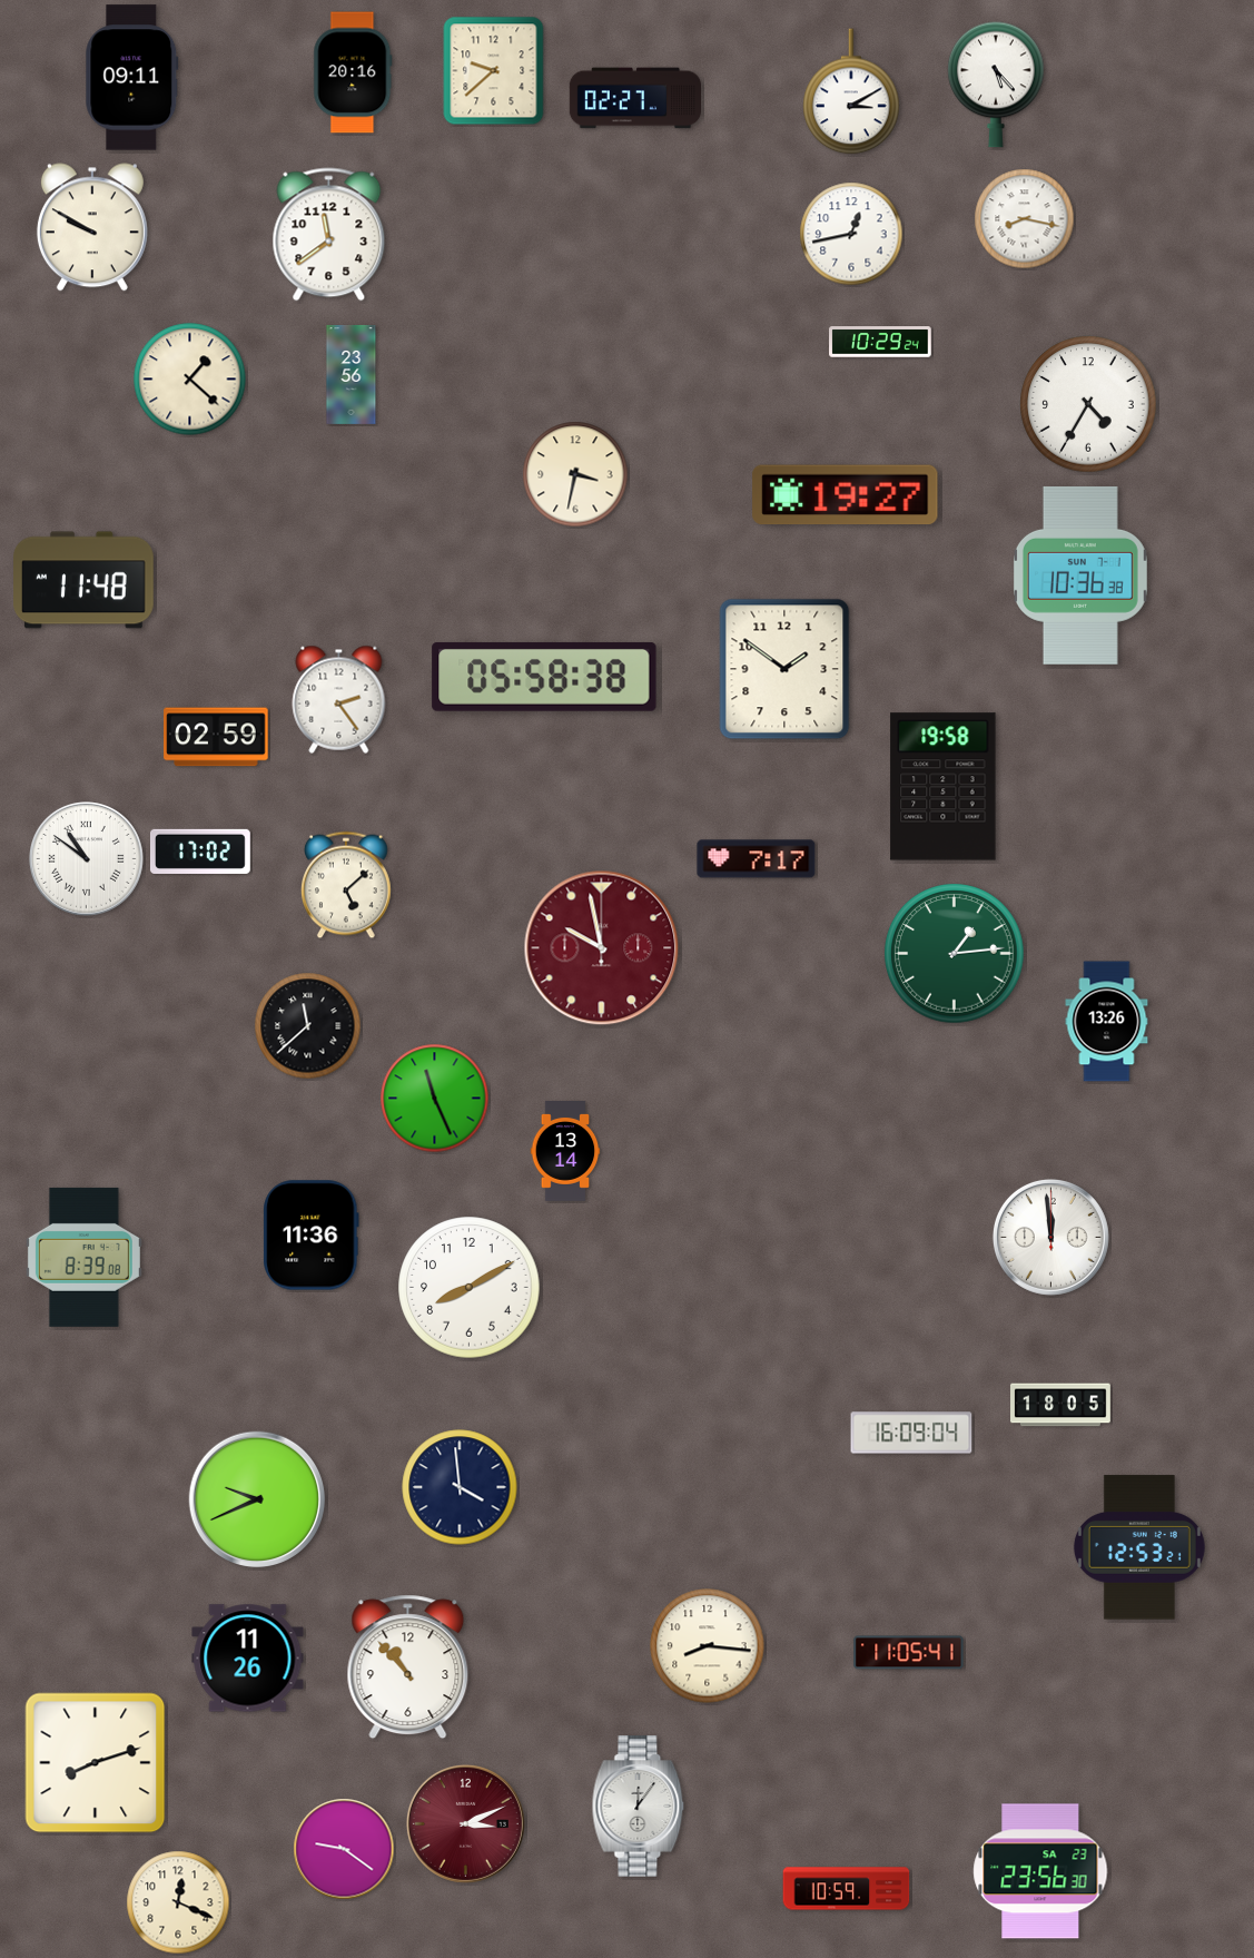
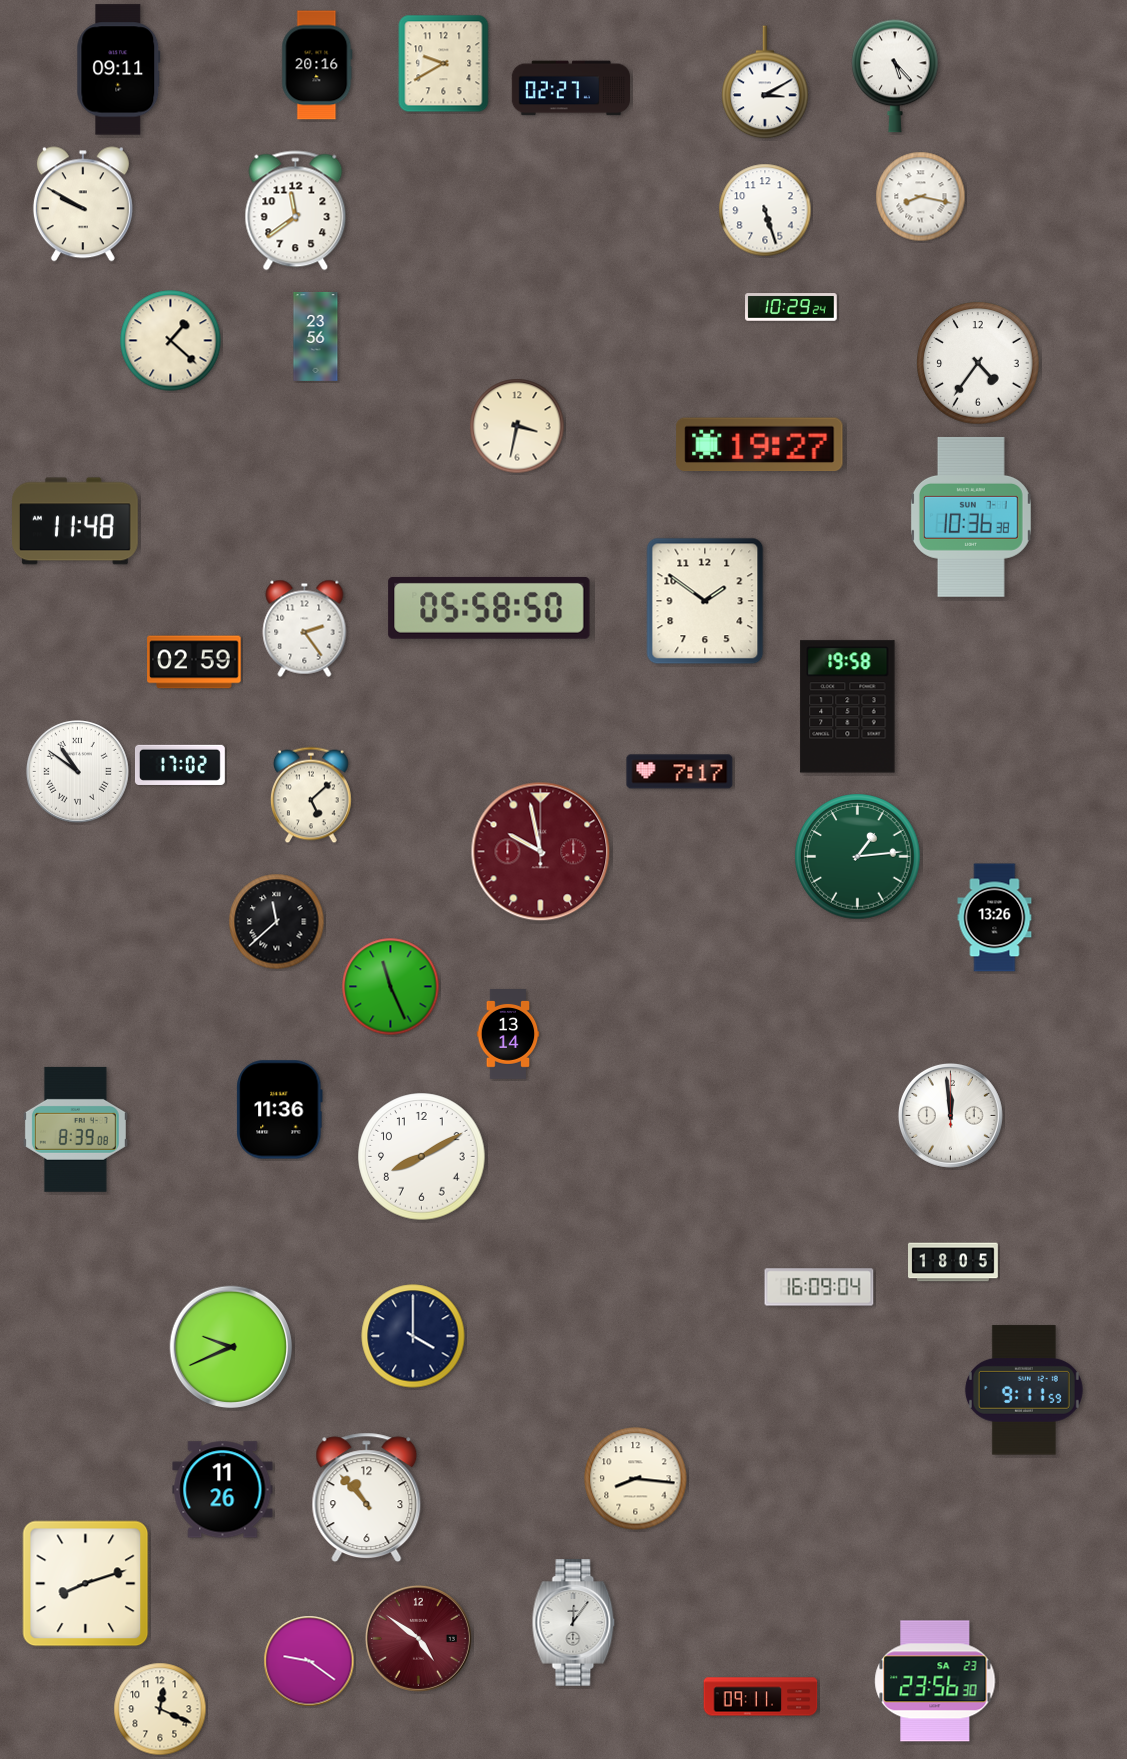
clock at (494, 71): 9:38 -> 9:40
clock at (851, 234): 12:43 -> 5:27
clock at (1088, 404): 4:35 -> 4:36
clock at (544, 677): 05:58:38 -> 05:58:50
clock at (1050, 1237) position: (1050, 1237) -> (950, 1115)
clock at (460, 1487): 3:59 -> 4:00
clock at (1139, 1547): 12:53 -> 9:11
clock at (909, 1653): 11:05 -> none
clock at (465, 1823): 3:11 -> 4:51
clock at (847, 1889): 10:59 -> 09:11
